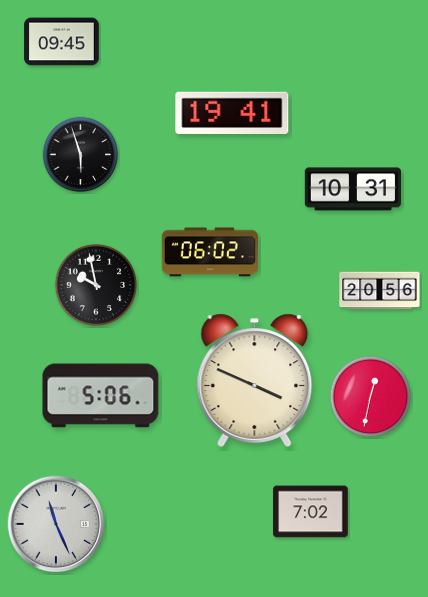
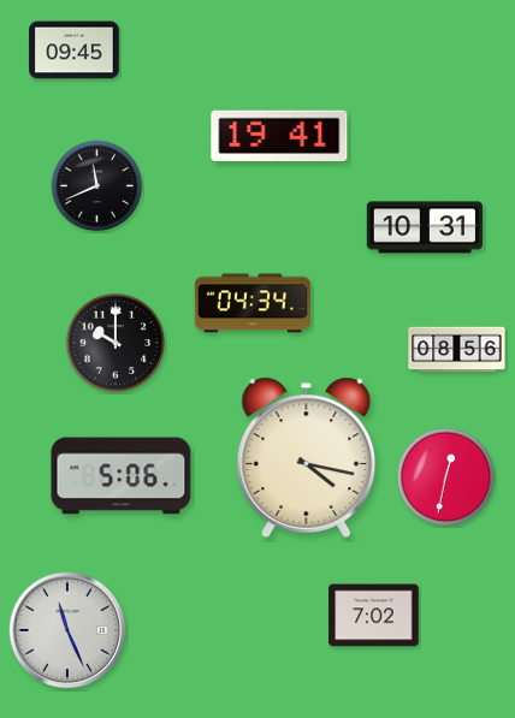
clock at (81, 155): 5:57 -> 11:41
clock at (209, 252): 06:02 -> 04:34
clock at (96, 285): 9:58 -> 10:00
clock at (380, 291): 20:56 -> 08:56
clock at (255, 380): 3:49 -> 4:17
